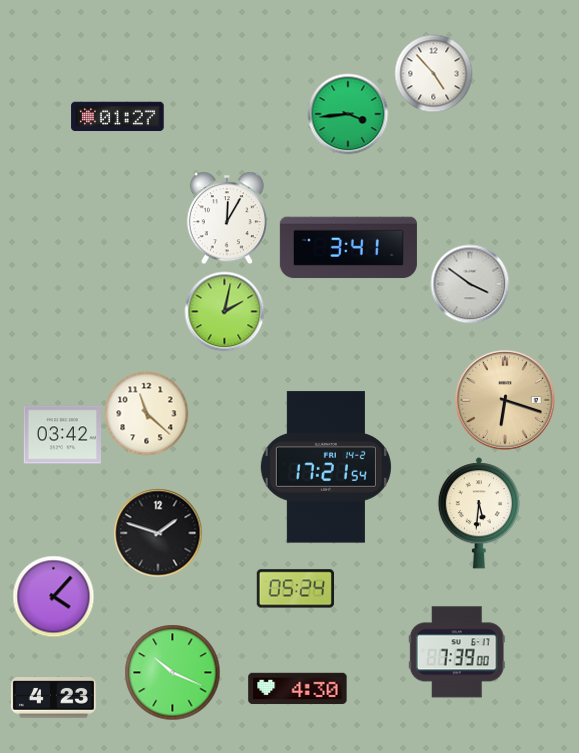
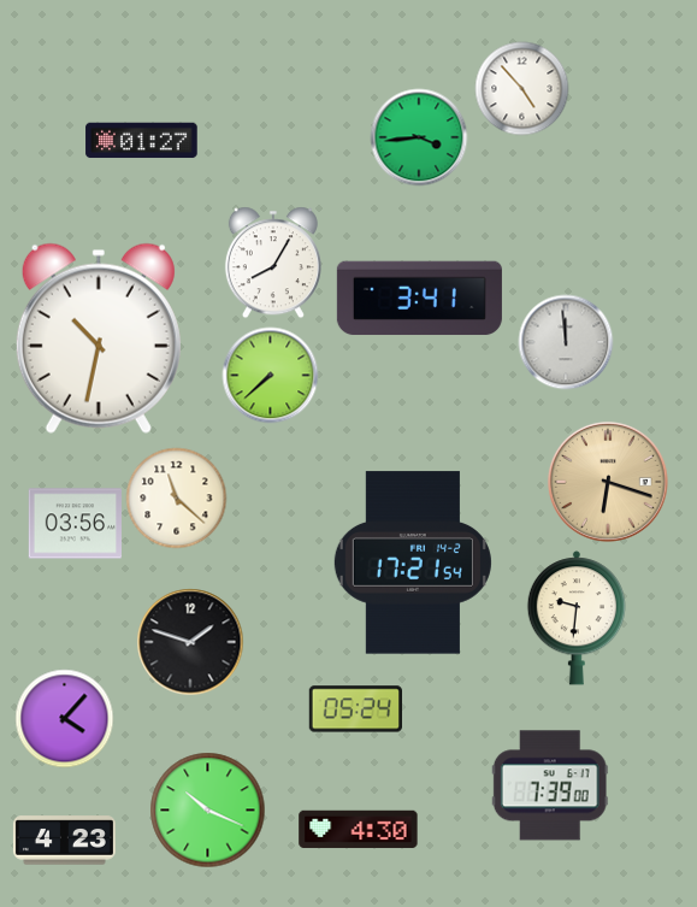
clock at (227, 218): 12:05 -> 8:05
clock at (99, 338): none -> 10:32
clock at (470, 284): 3:51 -> 11:59
clock at (224, 311): 2:02 -> 7:38
clock at (62, 435): 03:42 -> 03:56
clock at (326, 467) position: (326, 467) -> (413, 563)
clock at (478, 513): 5:31 -> 9:31
